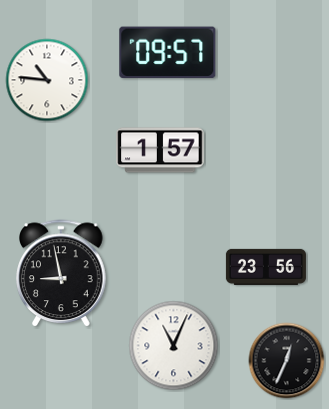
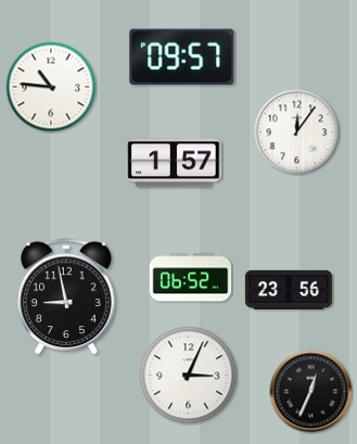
clock at (297, 132): none -> 12:06
clock at (191, 278): none -> 06:52
clock at (174, 346): 11:04 -> 3:04
